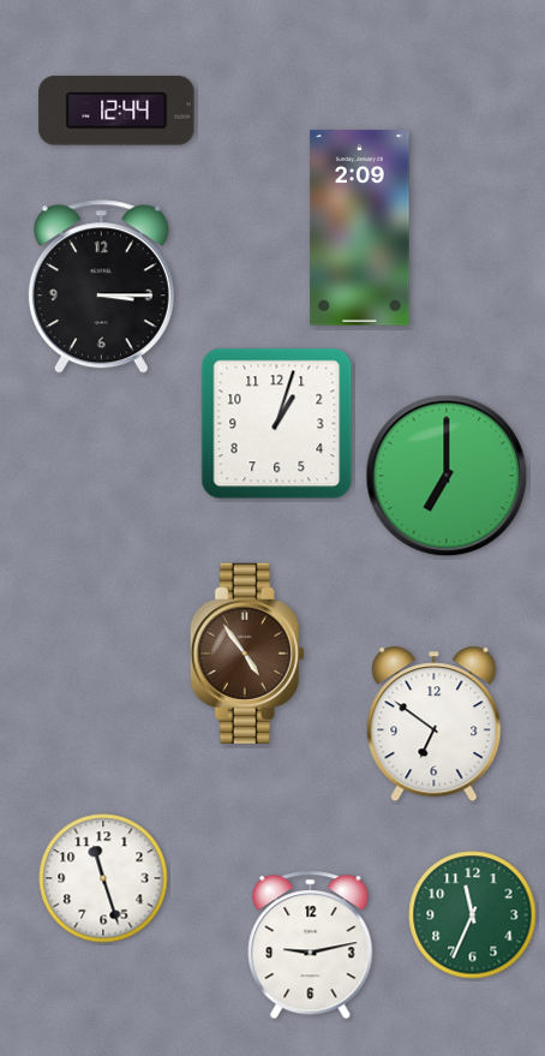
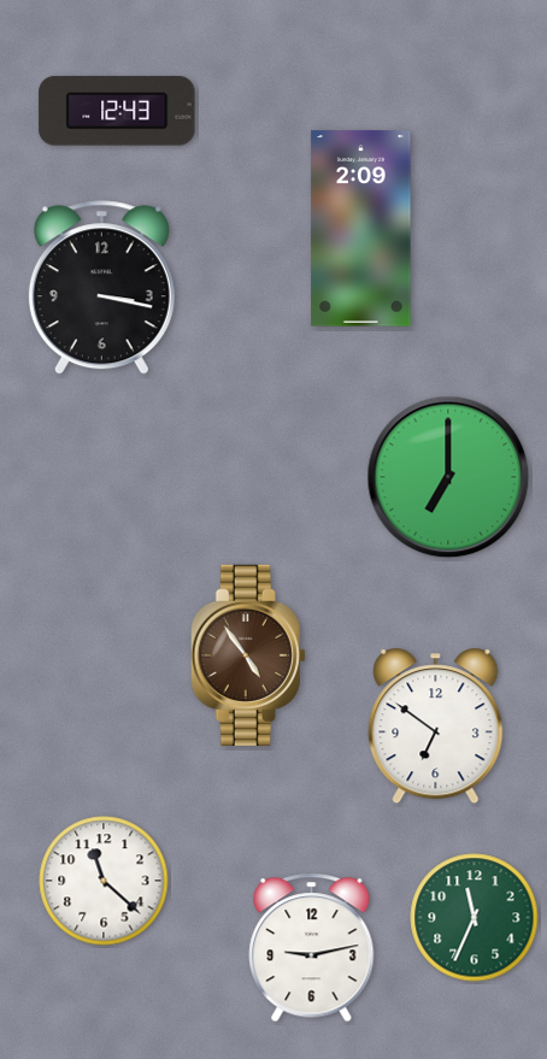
clock at (116, 111): 12:44 -> 12:43
clock at (101, 287): 3:15 -> 3:17
clock at (277, 424): 1:03 -> none
clock at (103, 878): 11:27 -> 11:22
